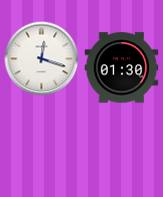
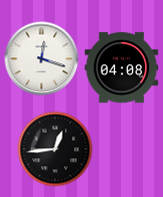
clock at (122, 68): 01:30 -> 04:08
clock at (55, 149): none -> 12:44
